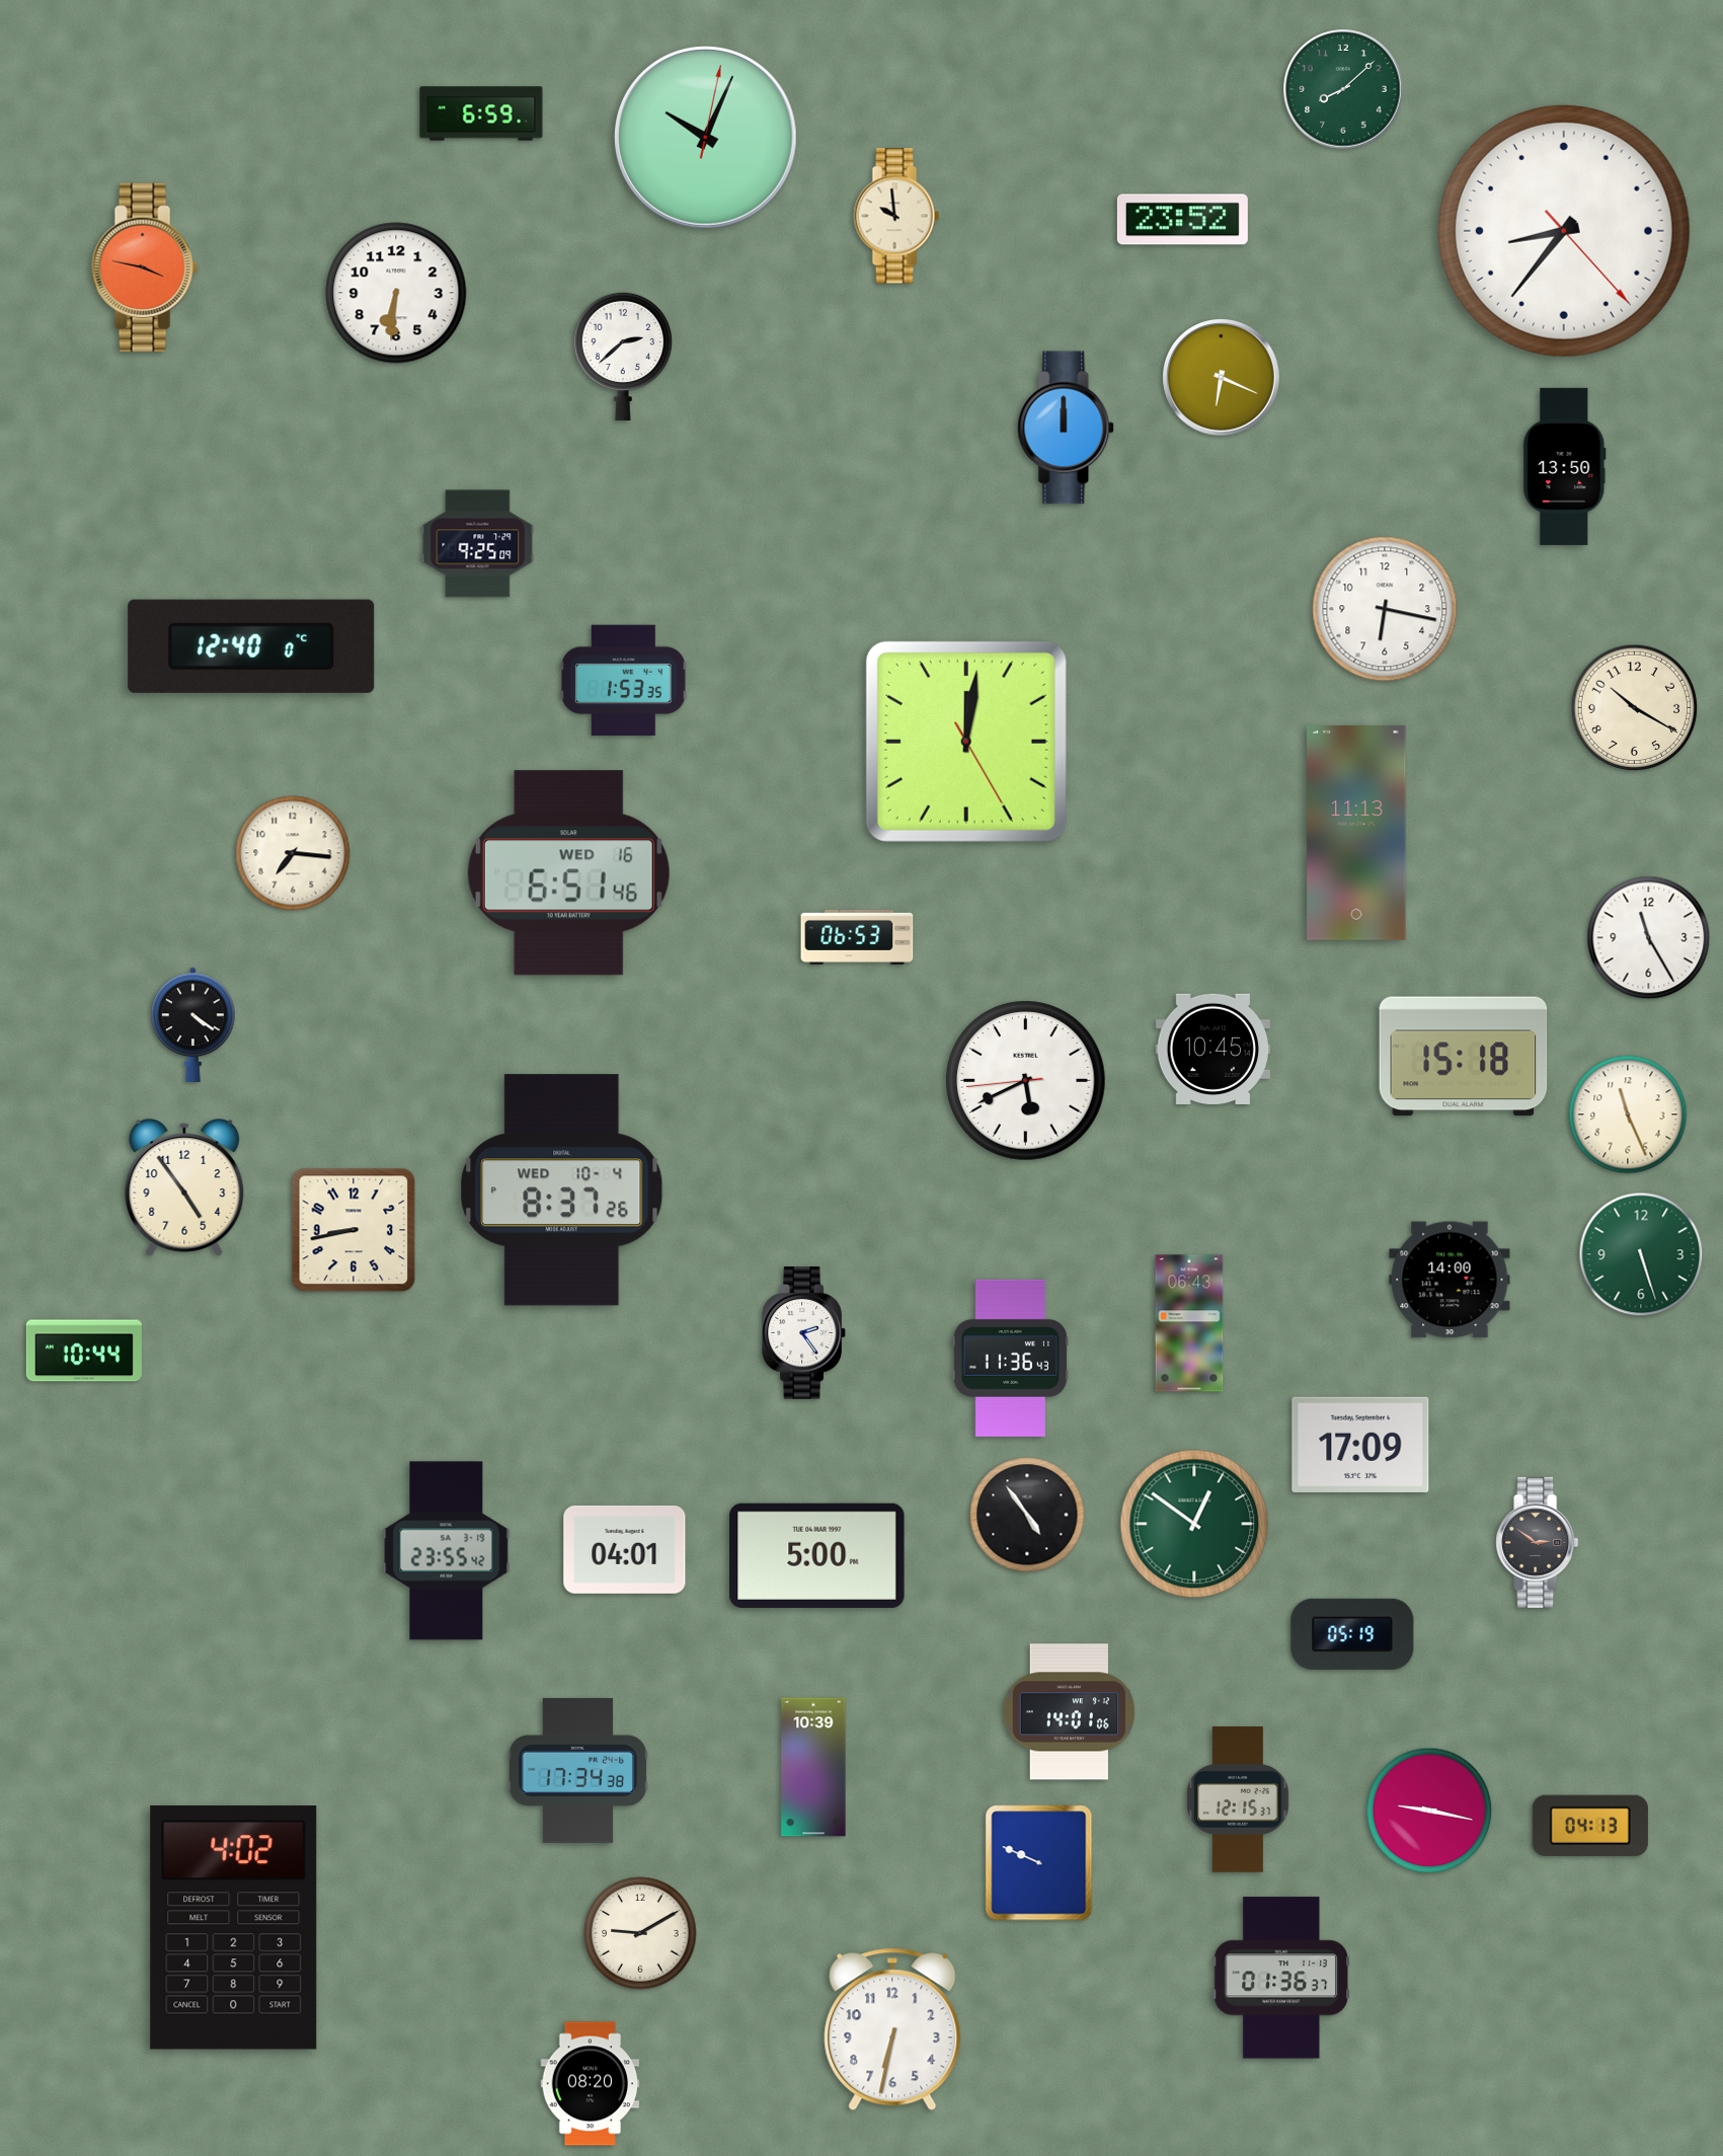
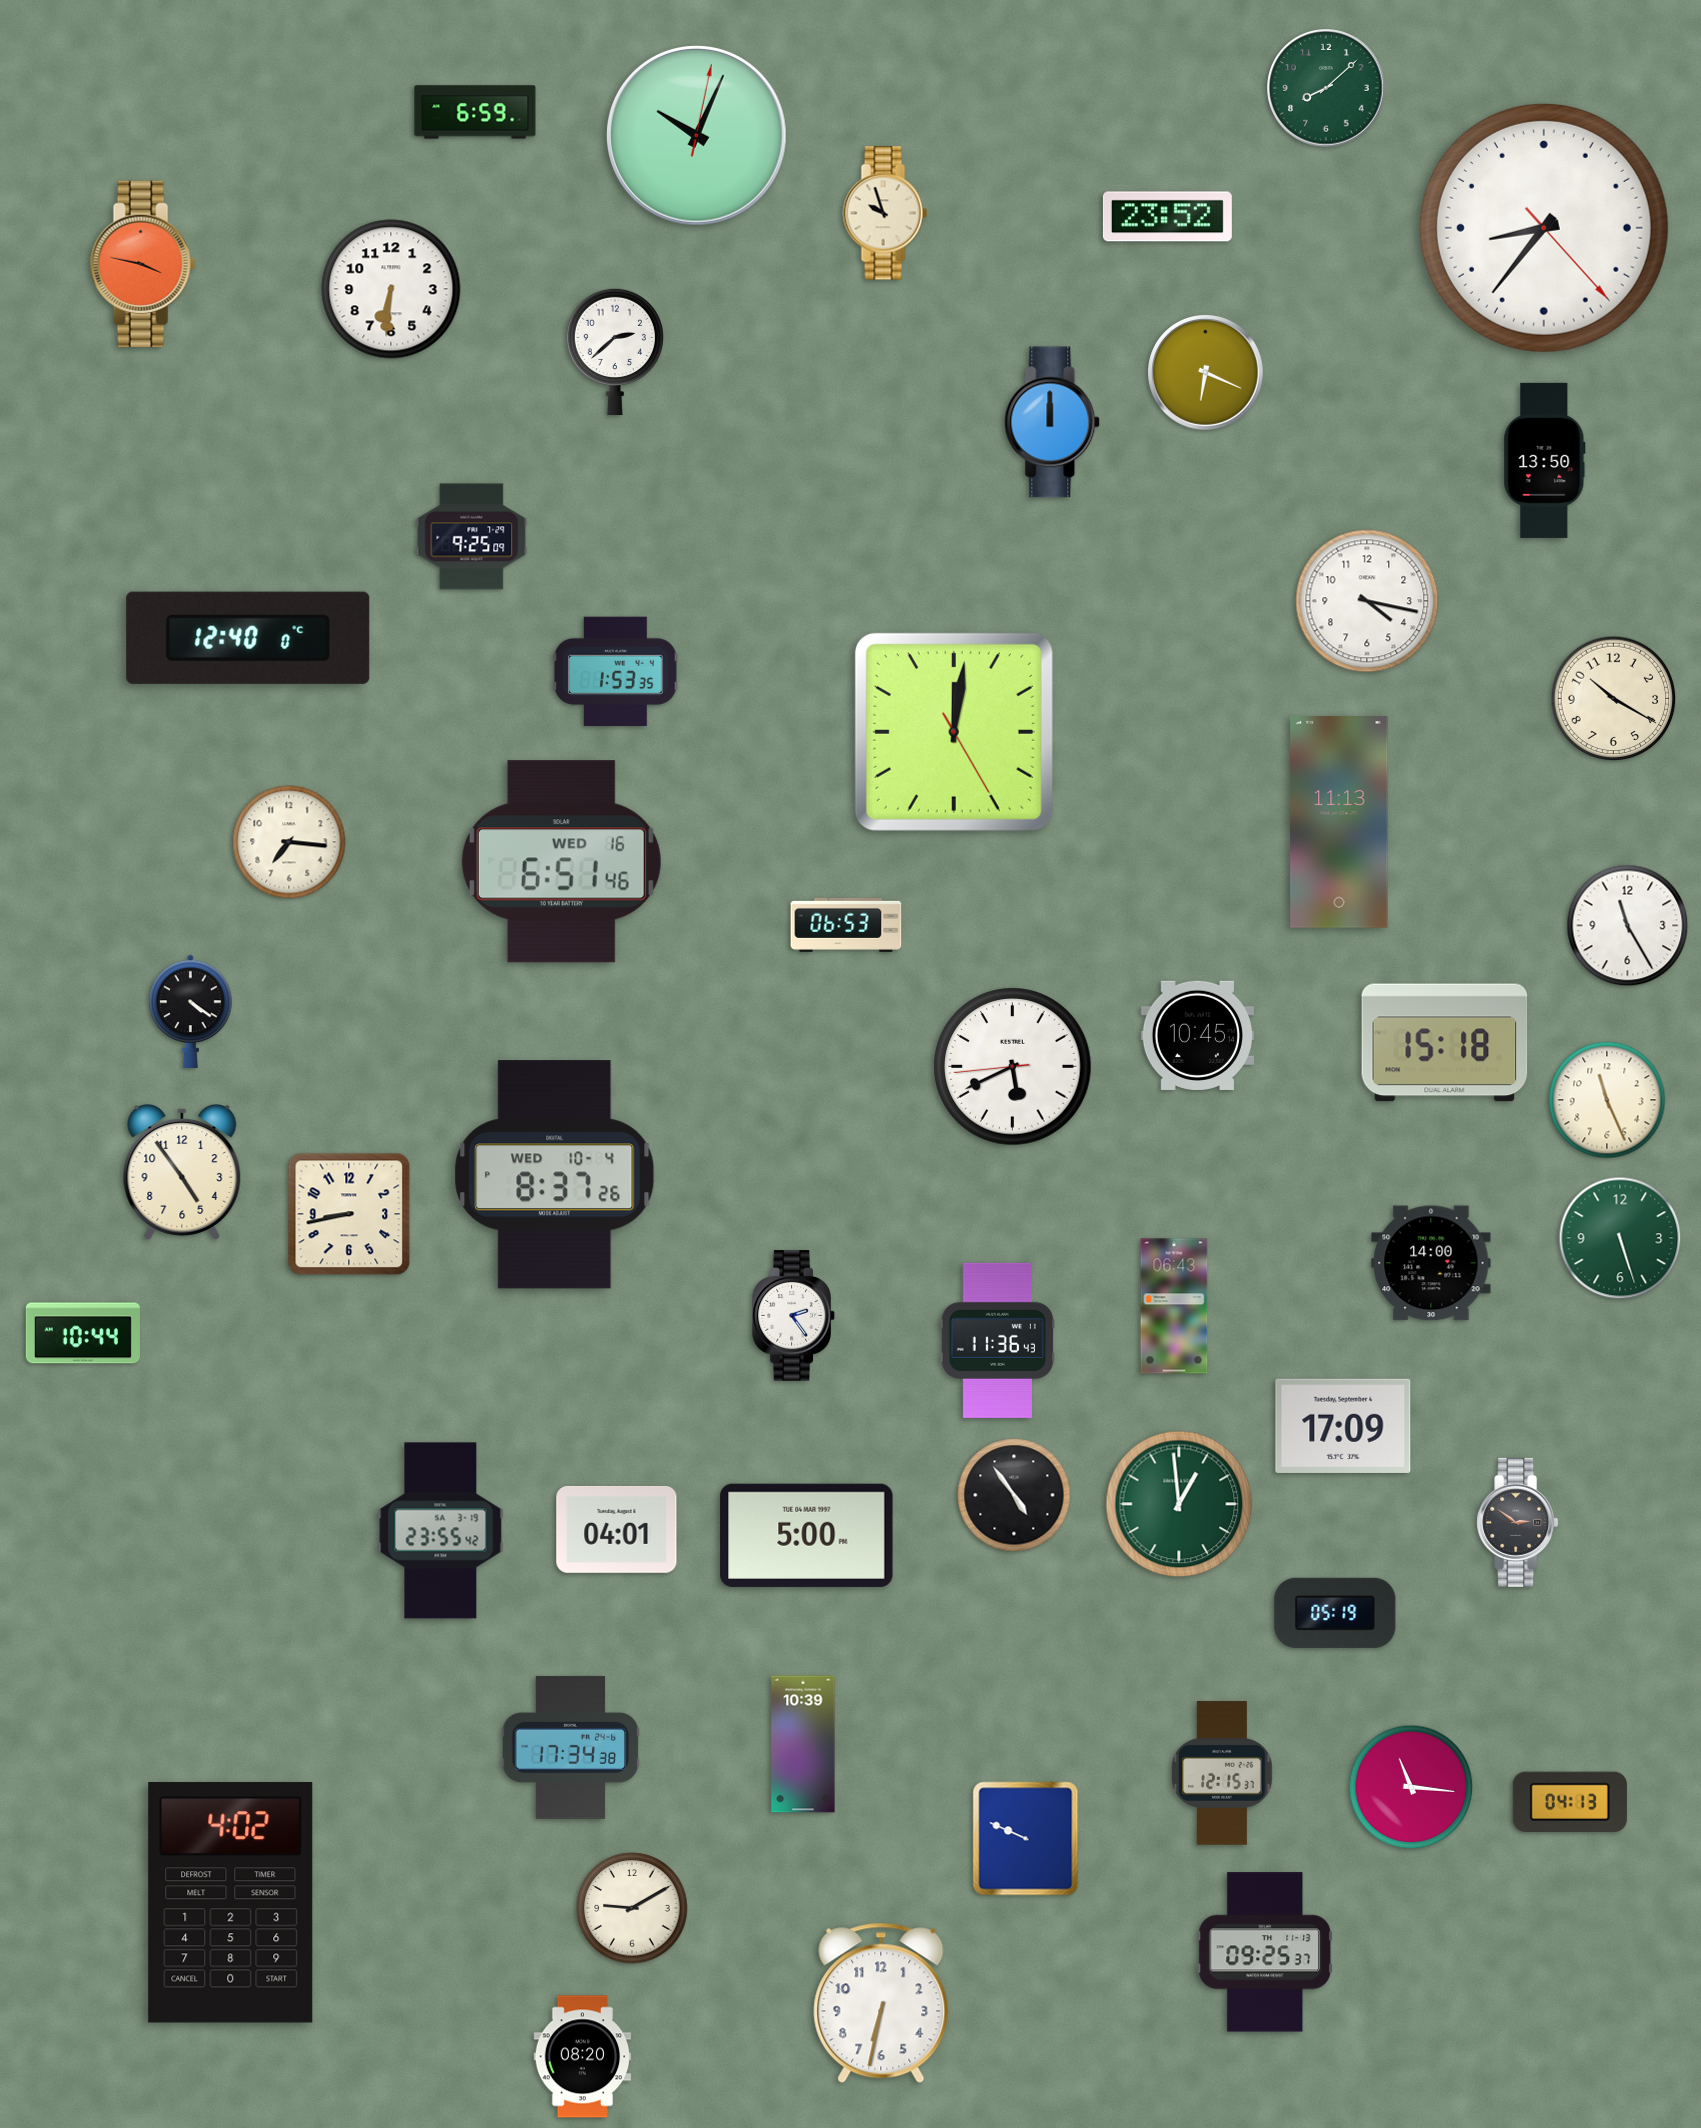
clock at (896, 216): 9:59 -> 9:57
clock at (1385, 609): 6:17 -> 4:17
clock at (1194, 1524): 12:51 -> 12:59
clock at (1070, 1712): 14:01 -> none
clock at (1238, 1799) position: (1238, 1799) -> (1222, 1773)
clock at (1429, 1811): 9:17 -> 11:16
clock at (1281, 1978): 01:36 -> 09:25
